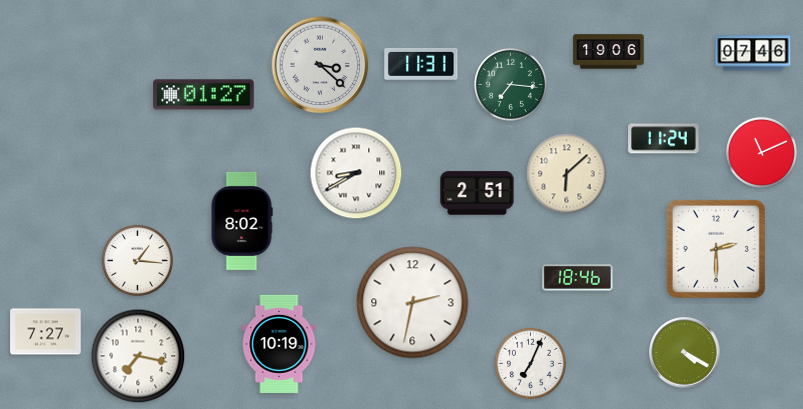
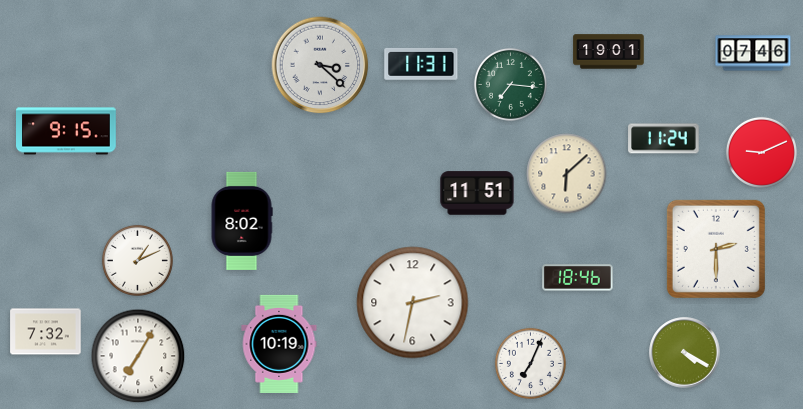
clock at (609, 52): 19:06 -> 19:01
clock at (204, 95): 01:27 -> none
clock at (67, 131): none -> 9:15
clock at (761, 152): 11:11 -> 9:11
clock at (356, 173): 8:40 -> none
clock at (477, 193): 2:51 -> 11:51
clock at (137, 260): 1:16 -> 1:11
clock at (46, 332): 7:27 -> 7:32
clock at (138, 356): 7:17 -> 7:05
